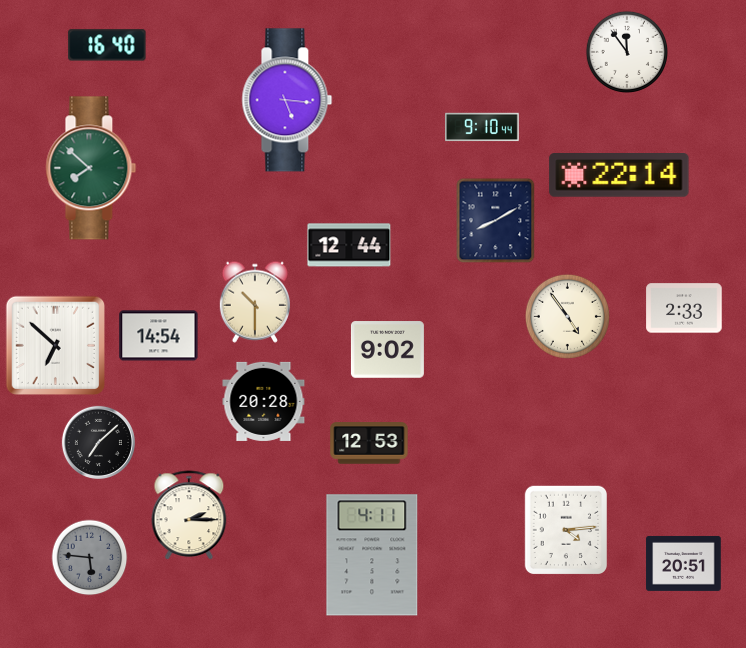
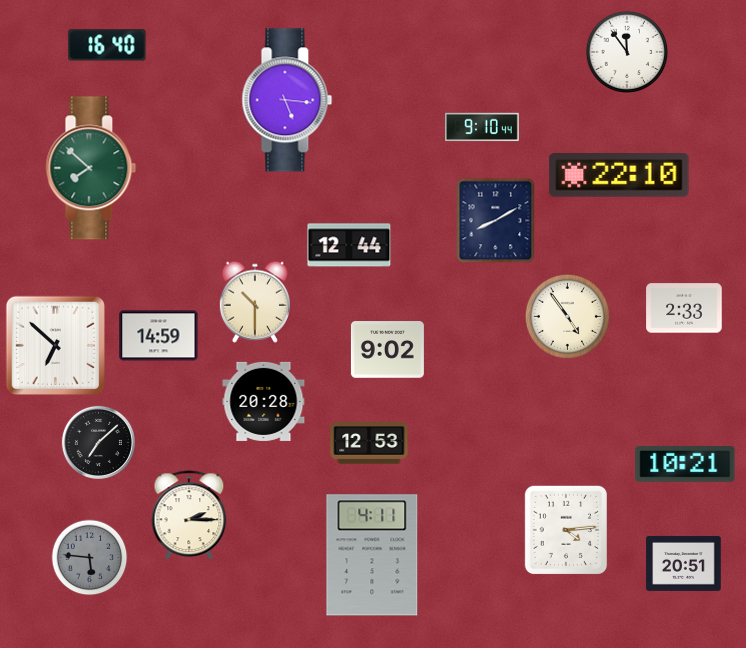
clock at (619, 176): 22:14 -> 22:10
clock at (159, 336): 14:54 -> 14:59
clock at (685, 465): none -> 10:21
